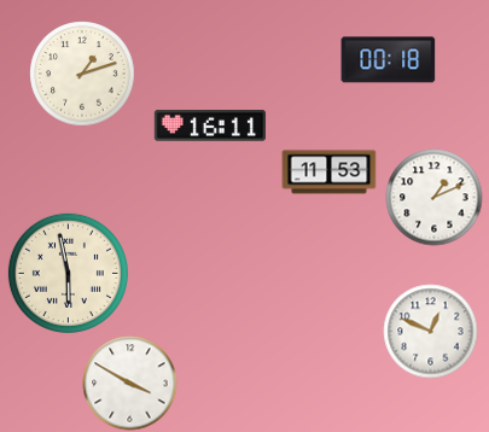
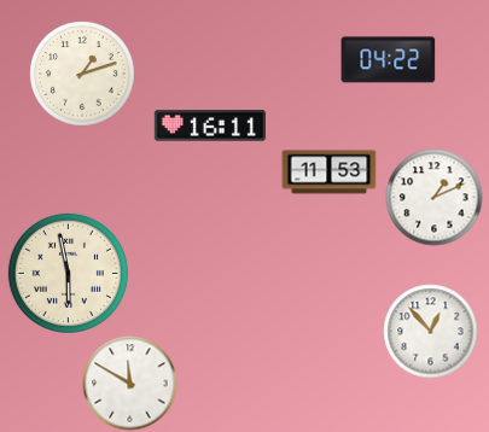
clock at (388, 60): 00:18 -> 04:22
clock at (430, 331): 12:49 -> 12:53
clock at (129, 383): 3:50 -> 11:50
